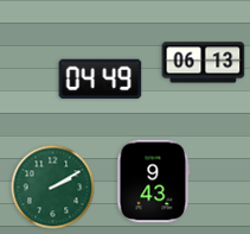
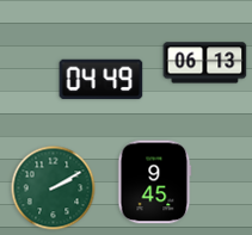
clock at (154, 182): 9:43 -> 9:45
